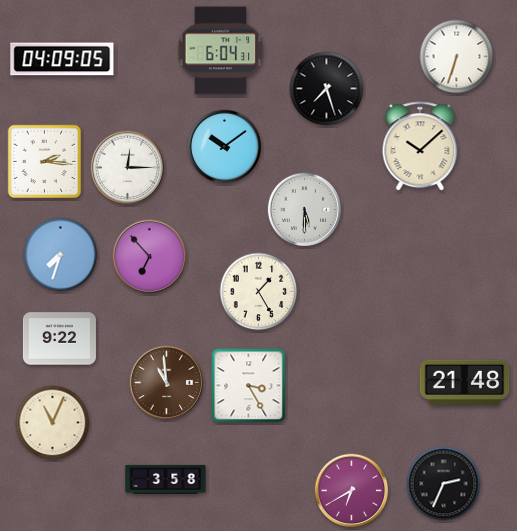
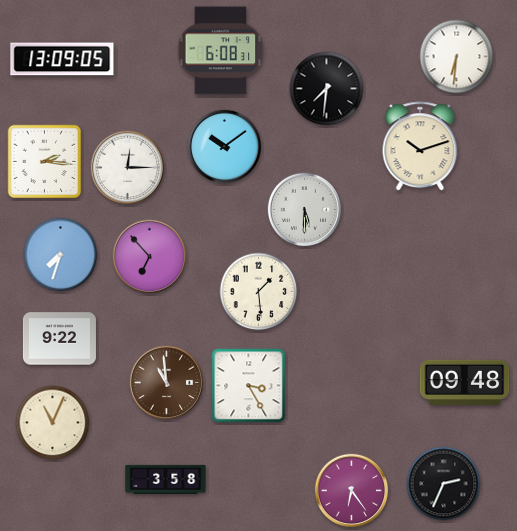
clock at (221, 51): 6:04 -> 6:08
clock at (457, 57): 6:33 -> 6:31
clock at (62, 59): 04:09 -> 13:09
clock at (327, 89): 7:27 -> 7:31
clock at (420, 147): 10:08 -> 10:12
clock at (259, 292): 1:25 -> 1:29
clock at (465, 382): 21:48 -> 09:48
clock at (352, 491): 6:40 -> 6:24
